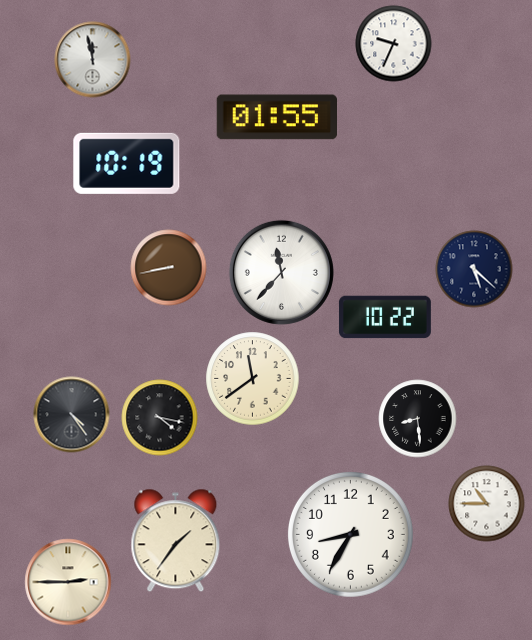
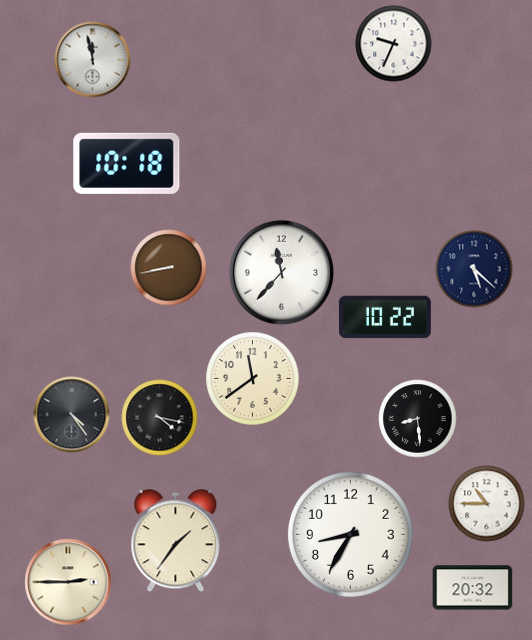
clock at (276, 117): 01:55 -> none
clock at (127, 163): 10:19 -> 10:18
clock at (473, 588): none -> 20:32
